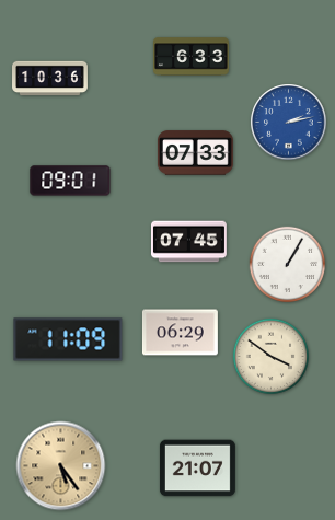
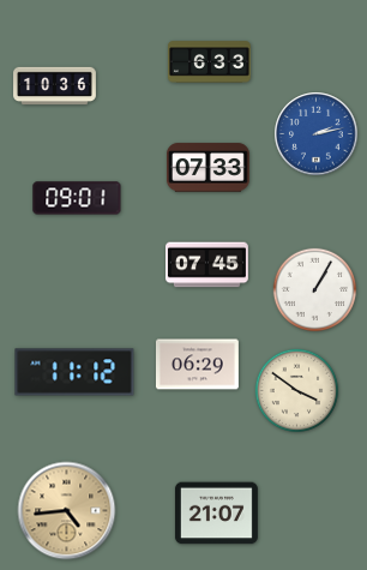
clock at (195, 153) position: (195, 153) -> (207, 168)
clock at (68, 339): 11:09 -> 11:12
clock at (61, 466): 5:24 -> 4:44
